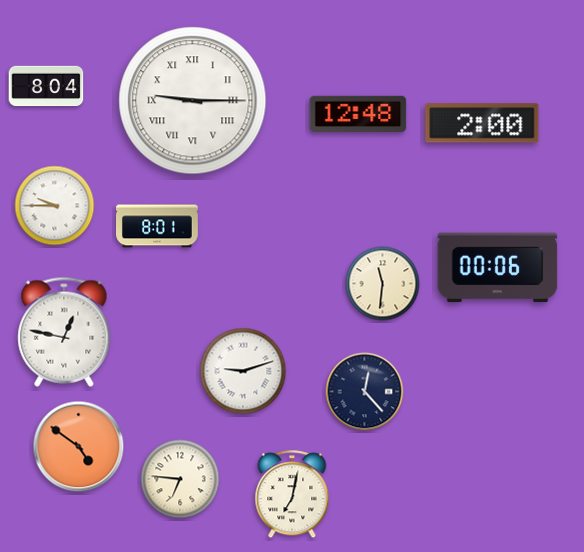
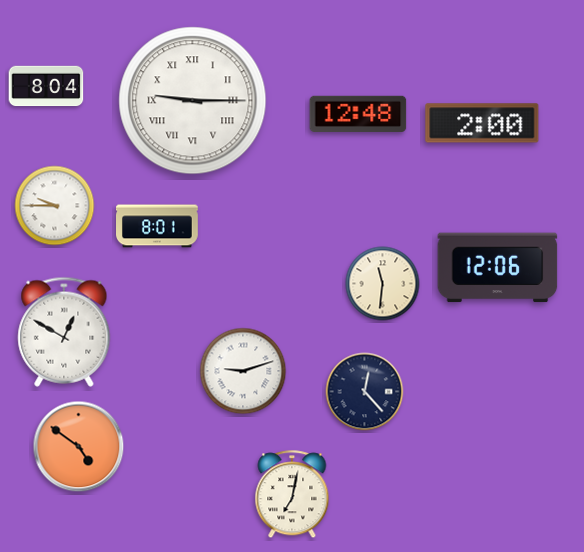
clock at (498, 268): 00:06 -> 12:06
clock at (64, 332): 12:47 -> 12:50
clock at (180, 479): 6:46 -> none
